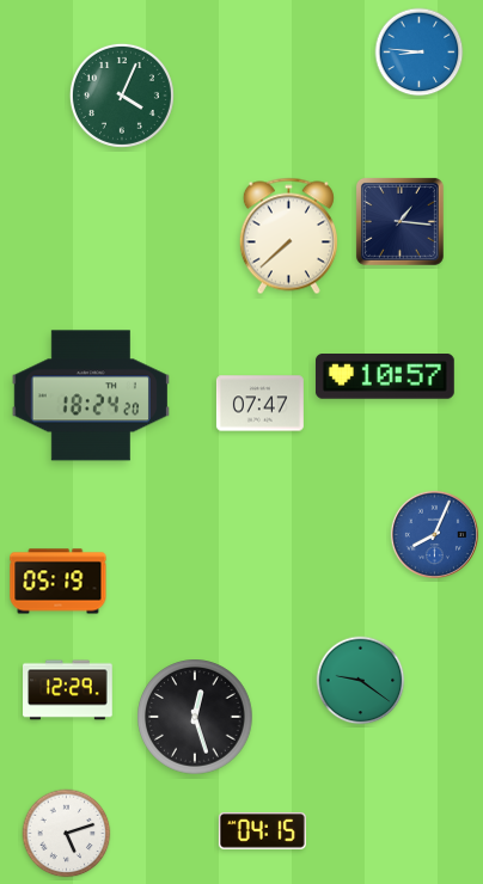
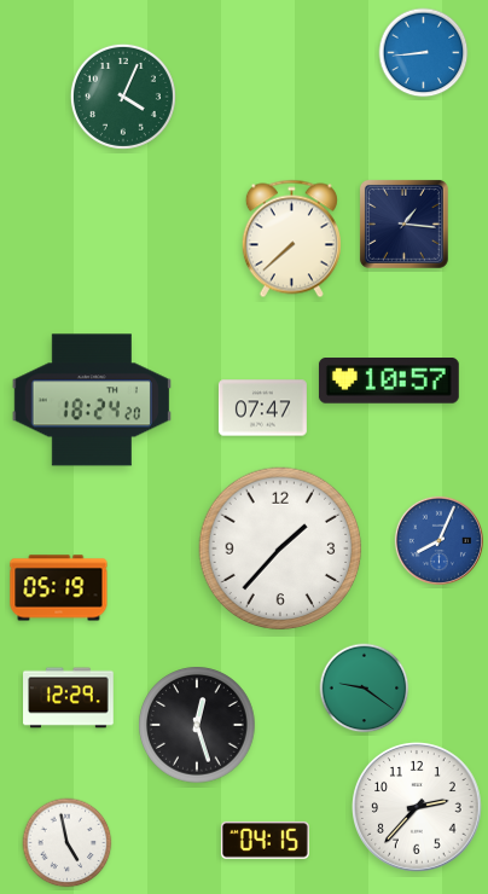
clock at (420, 53): 8:46 -> 8:44
clock at (280, 548): none -> 1:37
clock at (418, 808): none -> 2:37
clock at (67, 834): 5:12 -> 4:58
